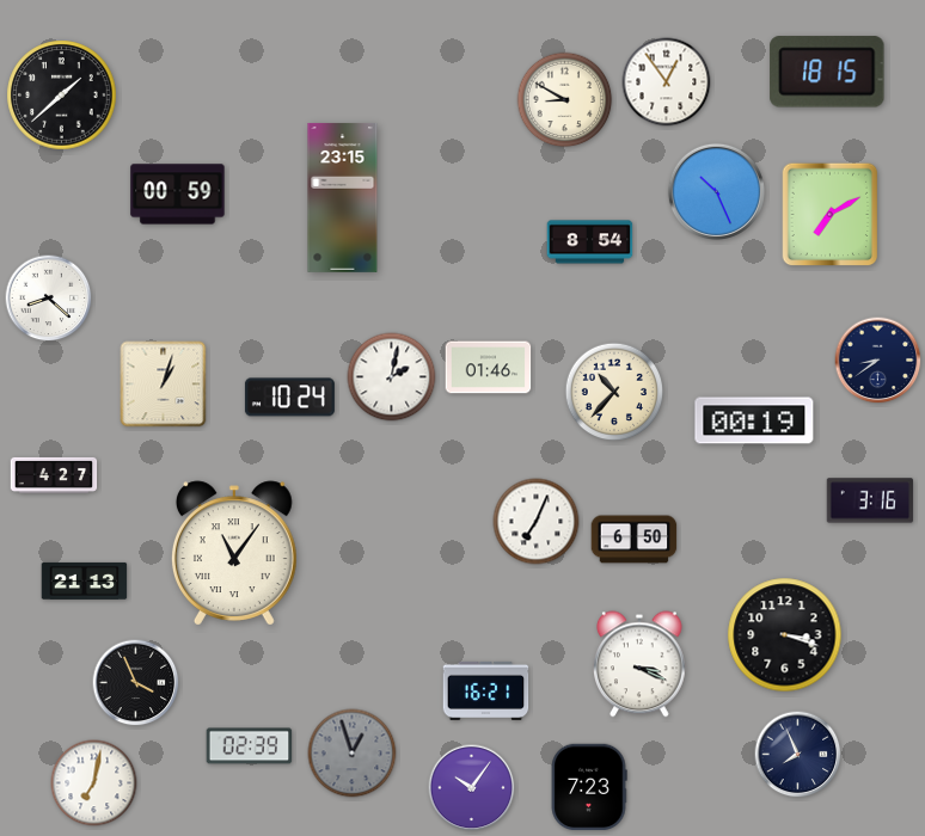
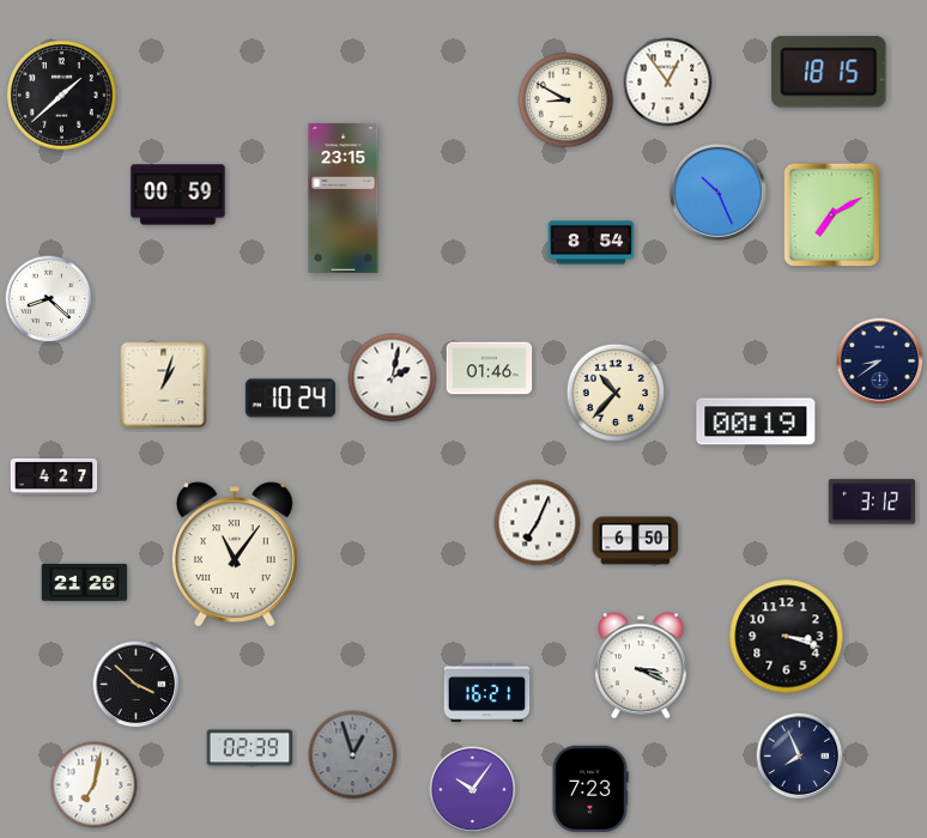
clock at (870, 500): 3:16 -> 3:12
clock at (85, 580): 21:13 -> 21:26
clock at (136, 683): 3:56 -> 3:52
